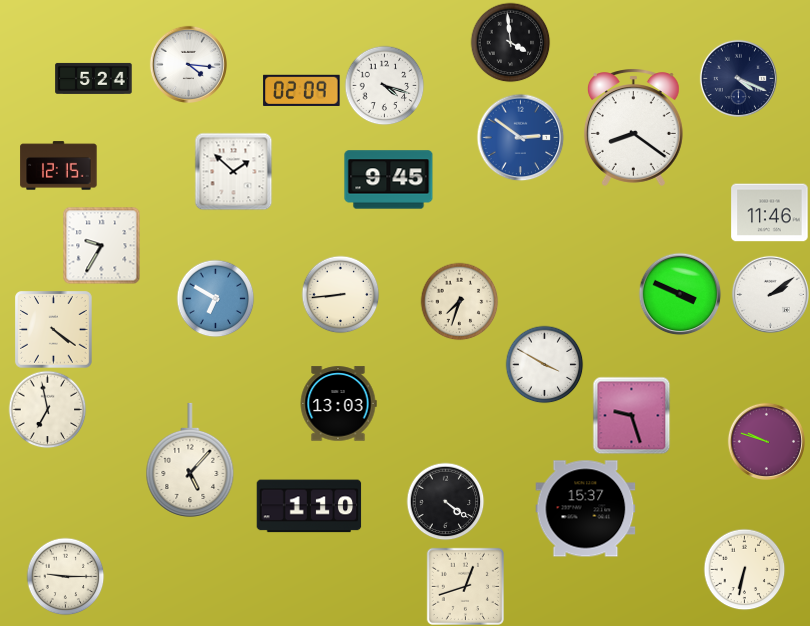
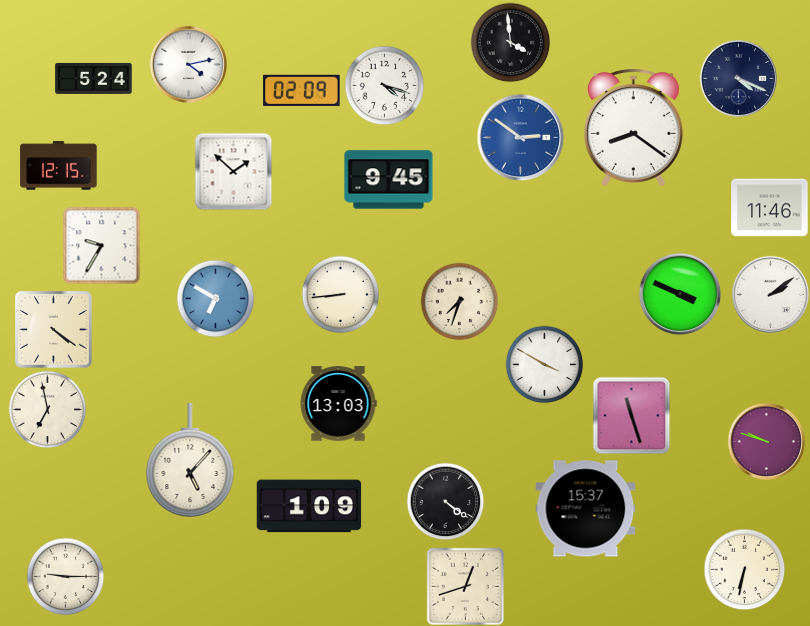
clock at (188, 64): 4:16 -> 4:13
clock at (770, 213) position: (770, 213) -> (770, 208)
clock at (631, 415): 9:27 -> 11:27
clock at (309, 506): 1:10 -> 1:09
